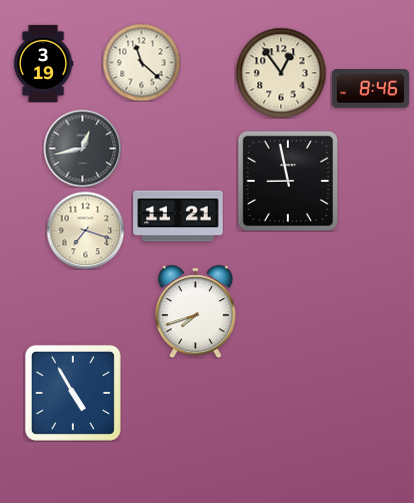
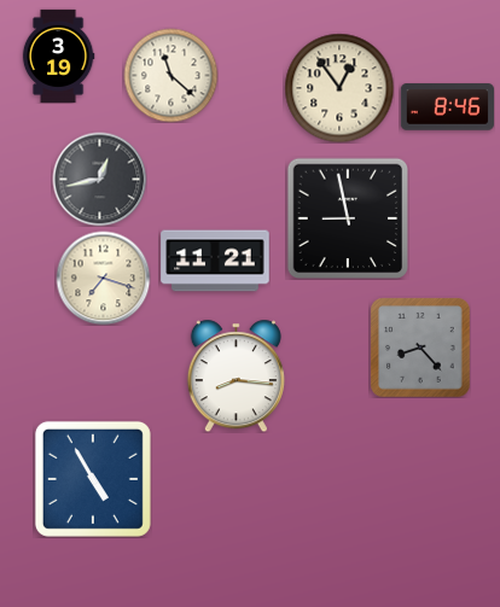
clock at (43, 63) position: (43, 63) -> (58, 56)
clock at (420, 348): none -> 8:23
clock at (195, 311): 7:42 -> 8:16
clock at (73, 393) position: (73, 393) -> (93, 479)
